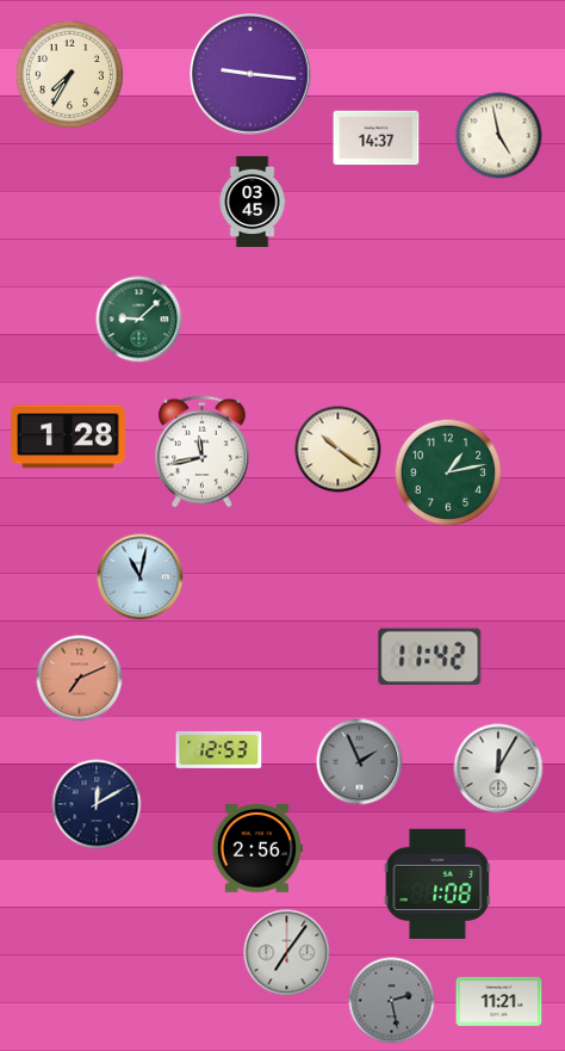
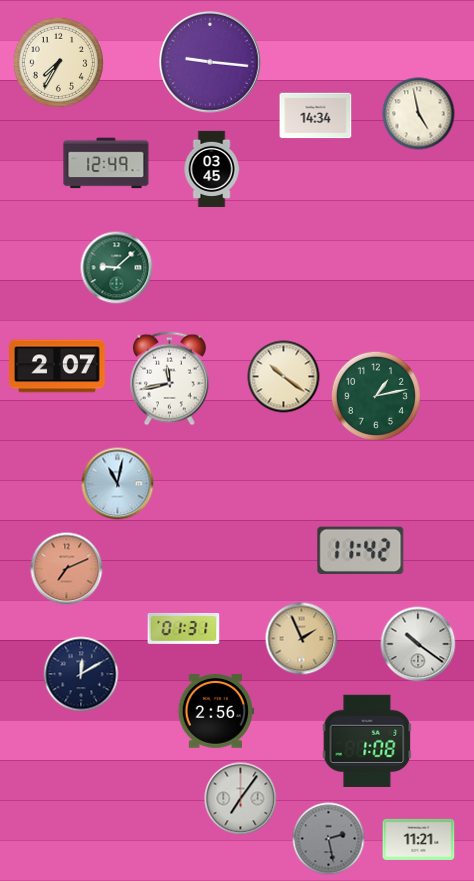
clock at (377, 138): 14:37 -> 14:34
clock at (106, 163): none -> 12:49
clock at (69, 437): 1:28 -> 2:07
clock at (219, 749): 12:53 -> 01:31
clock at (360, 762) dial: grey -> champagne
clock at (498, 768): 12:05 -> 10:21
